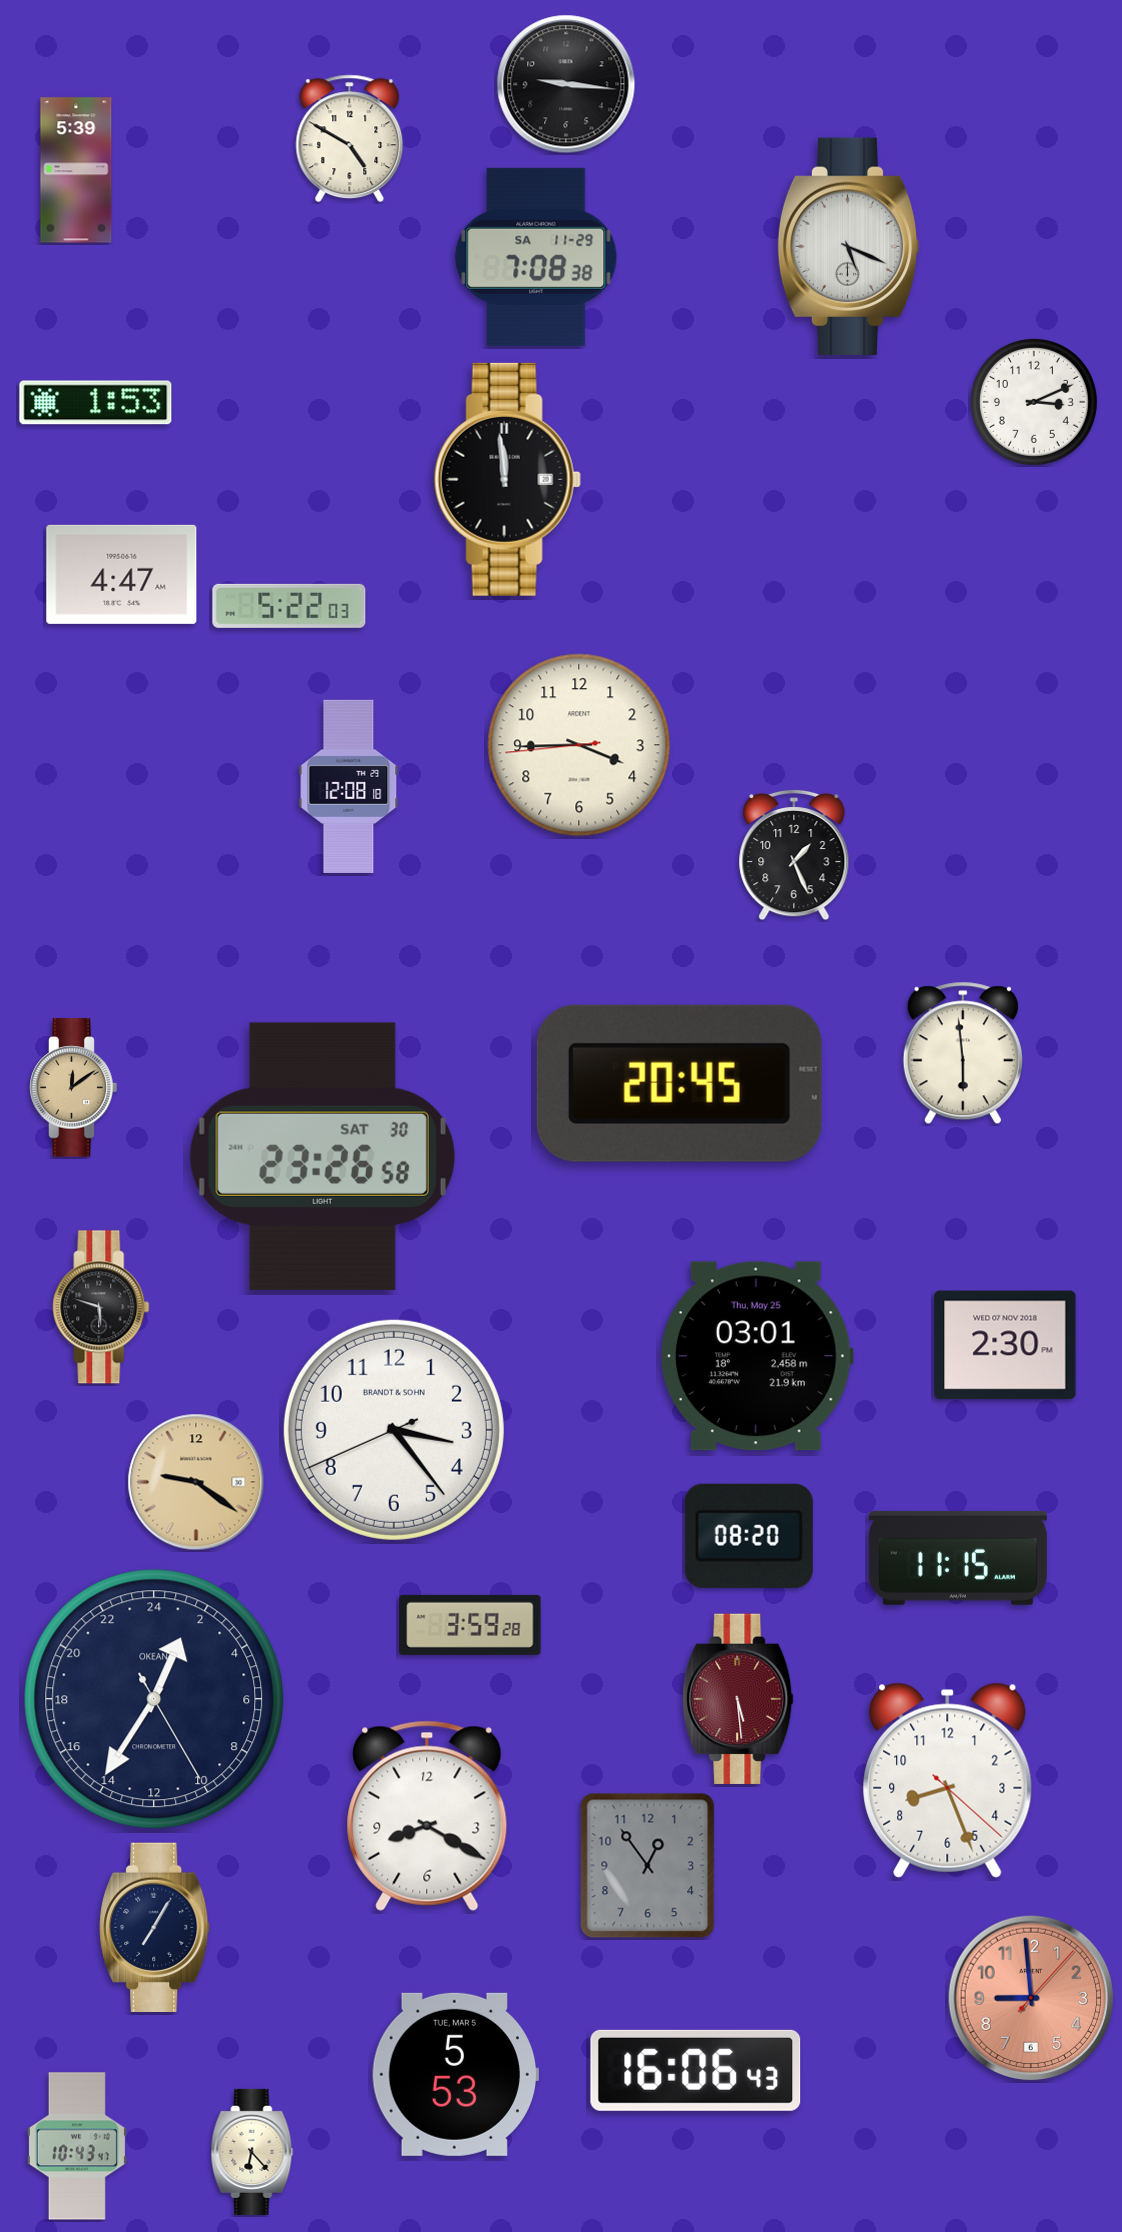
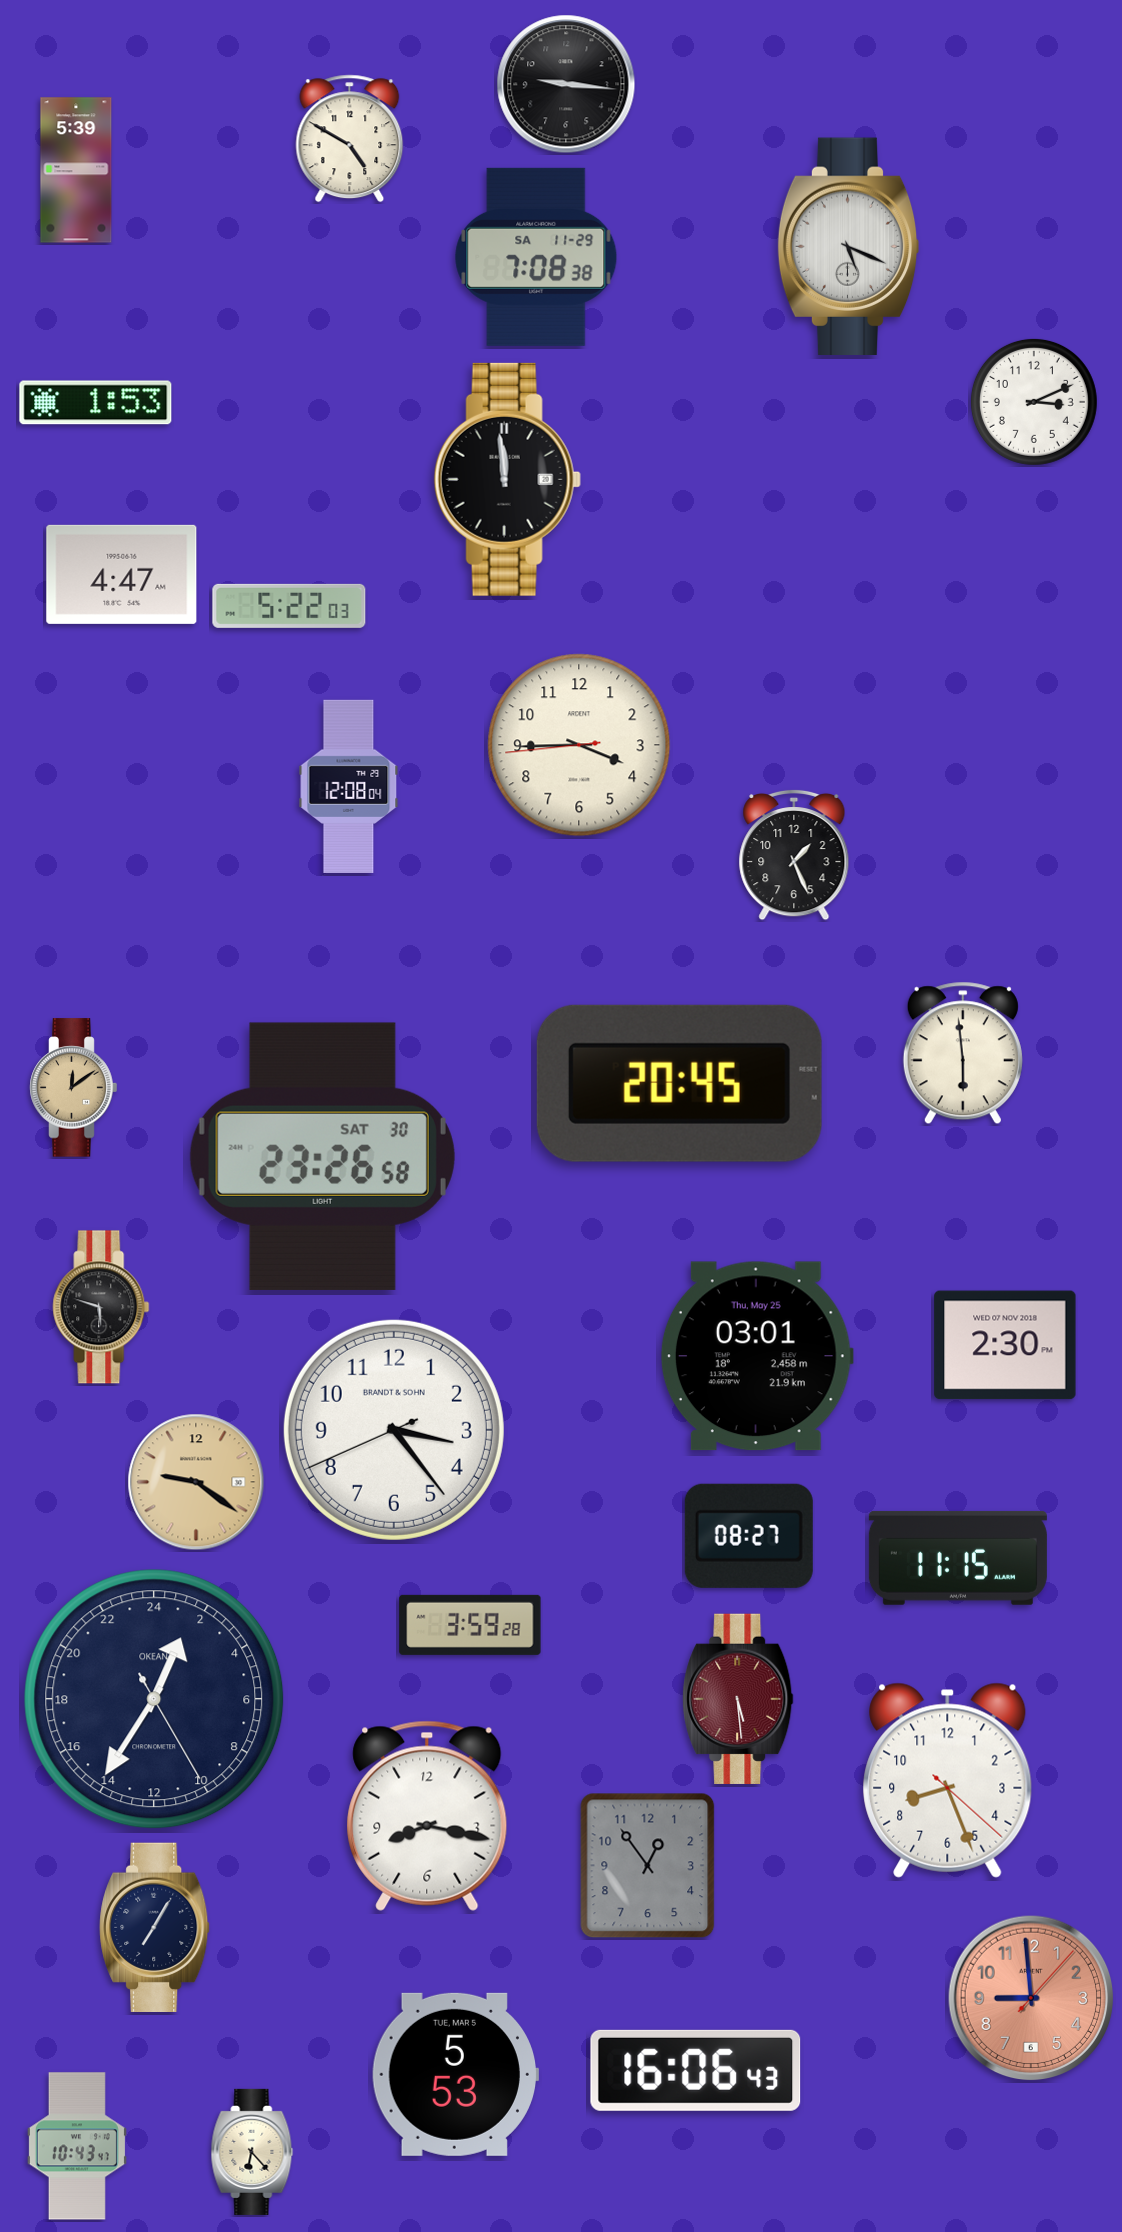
clock at (349, 786): 12:08:18 -> 12:08:04
clock at (749, 1536): 08:20 -> 08:27
clock at (427, 1816): 8:20 -> 8:17
